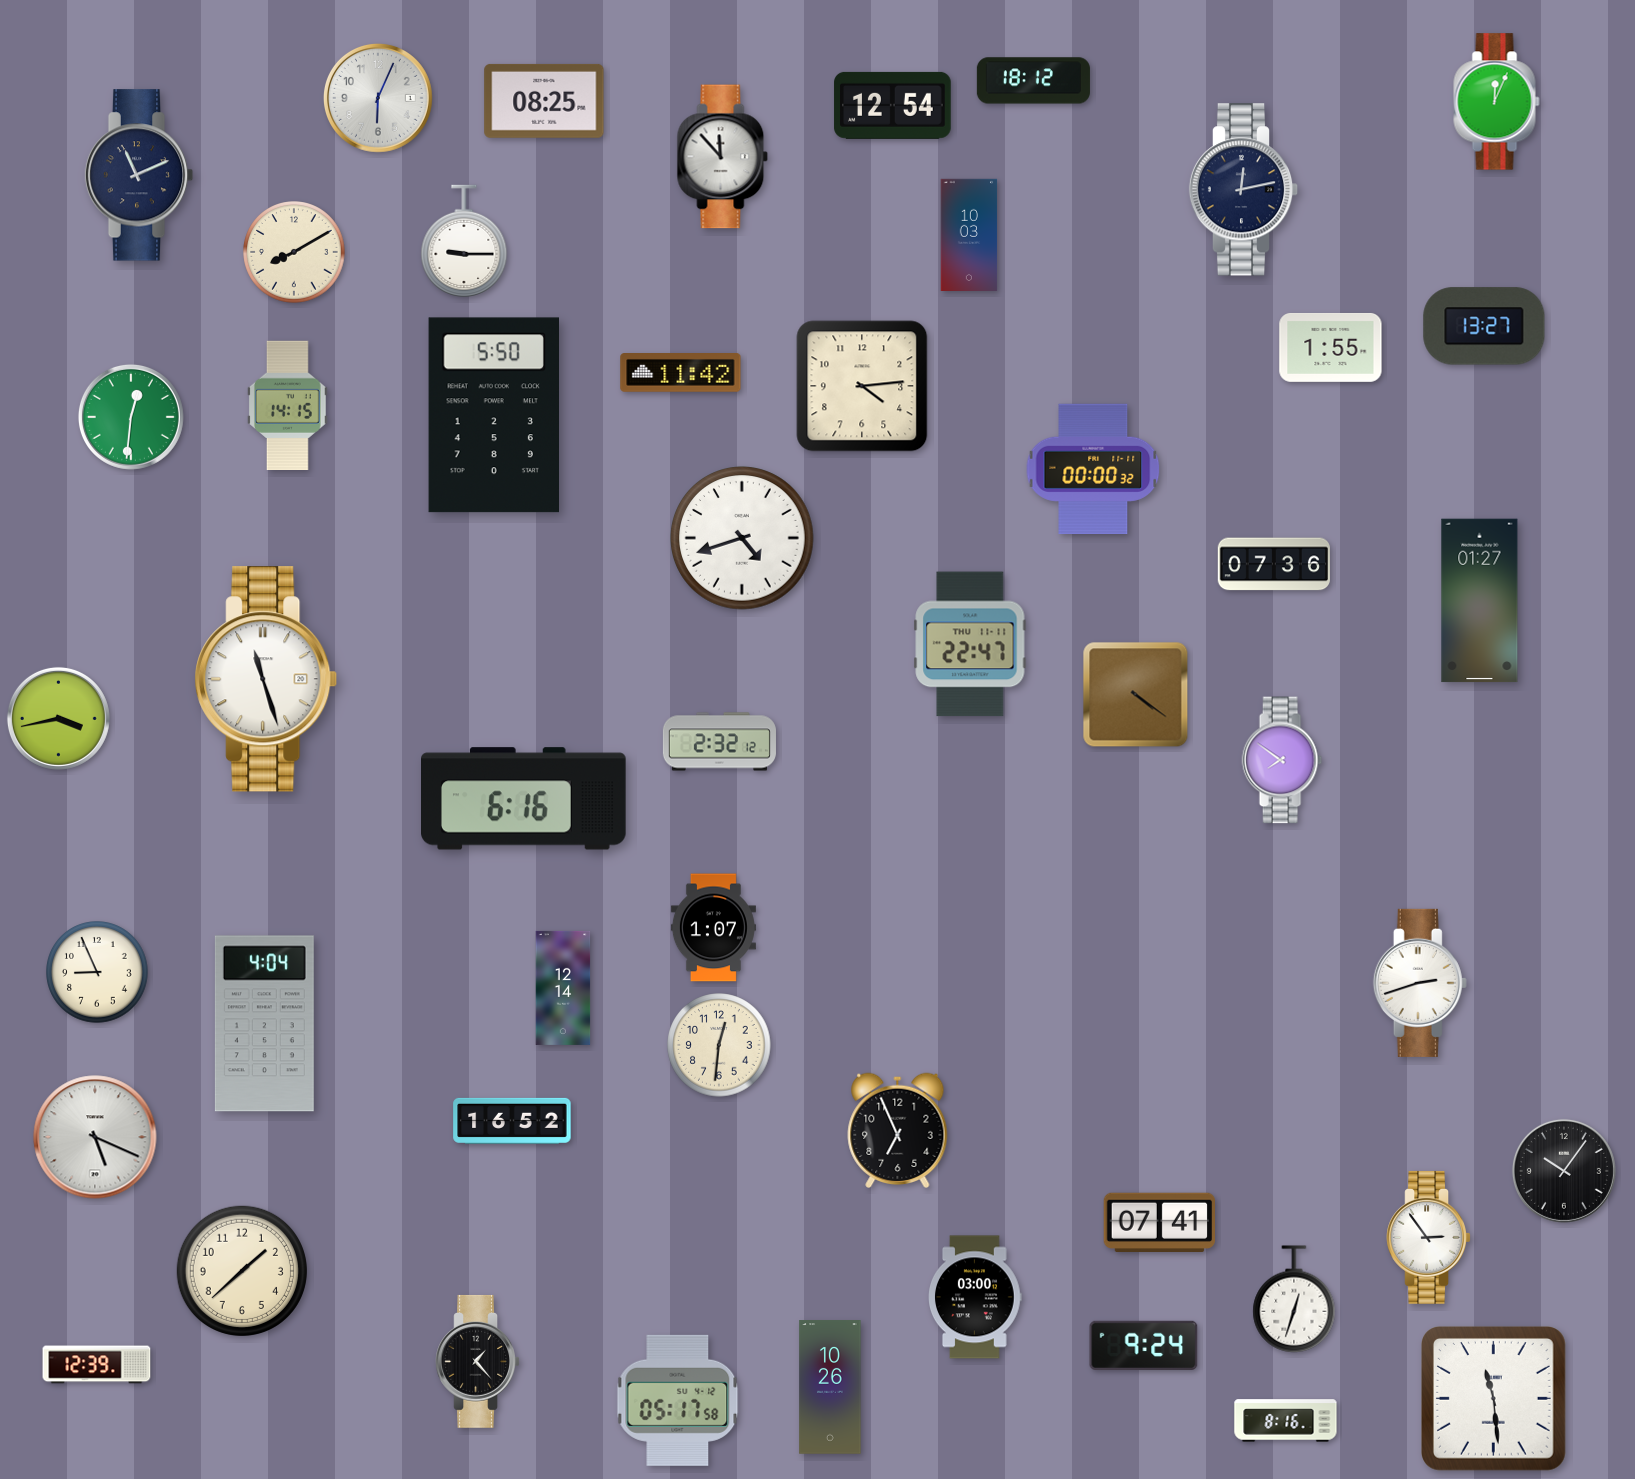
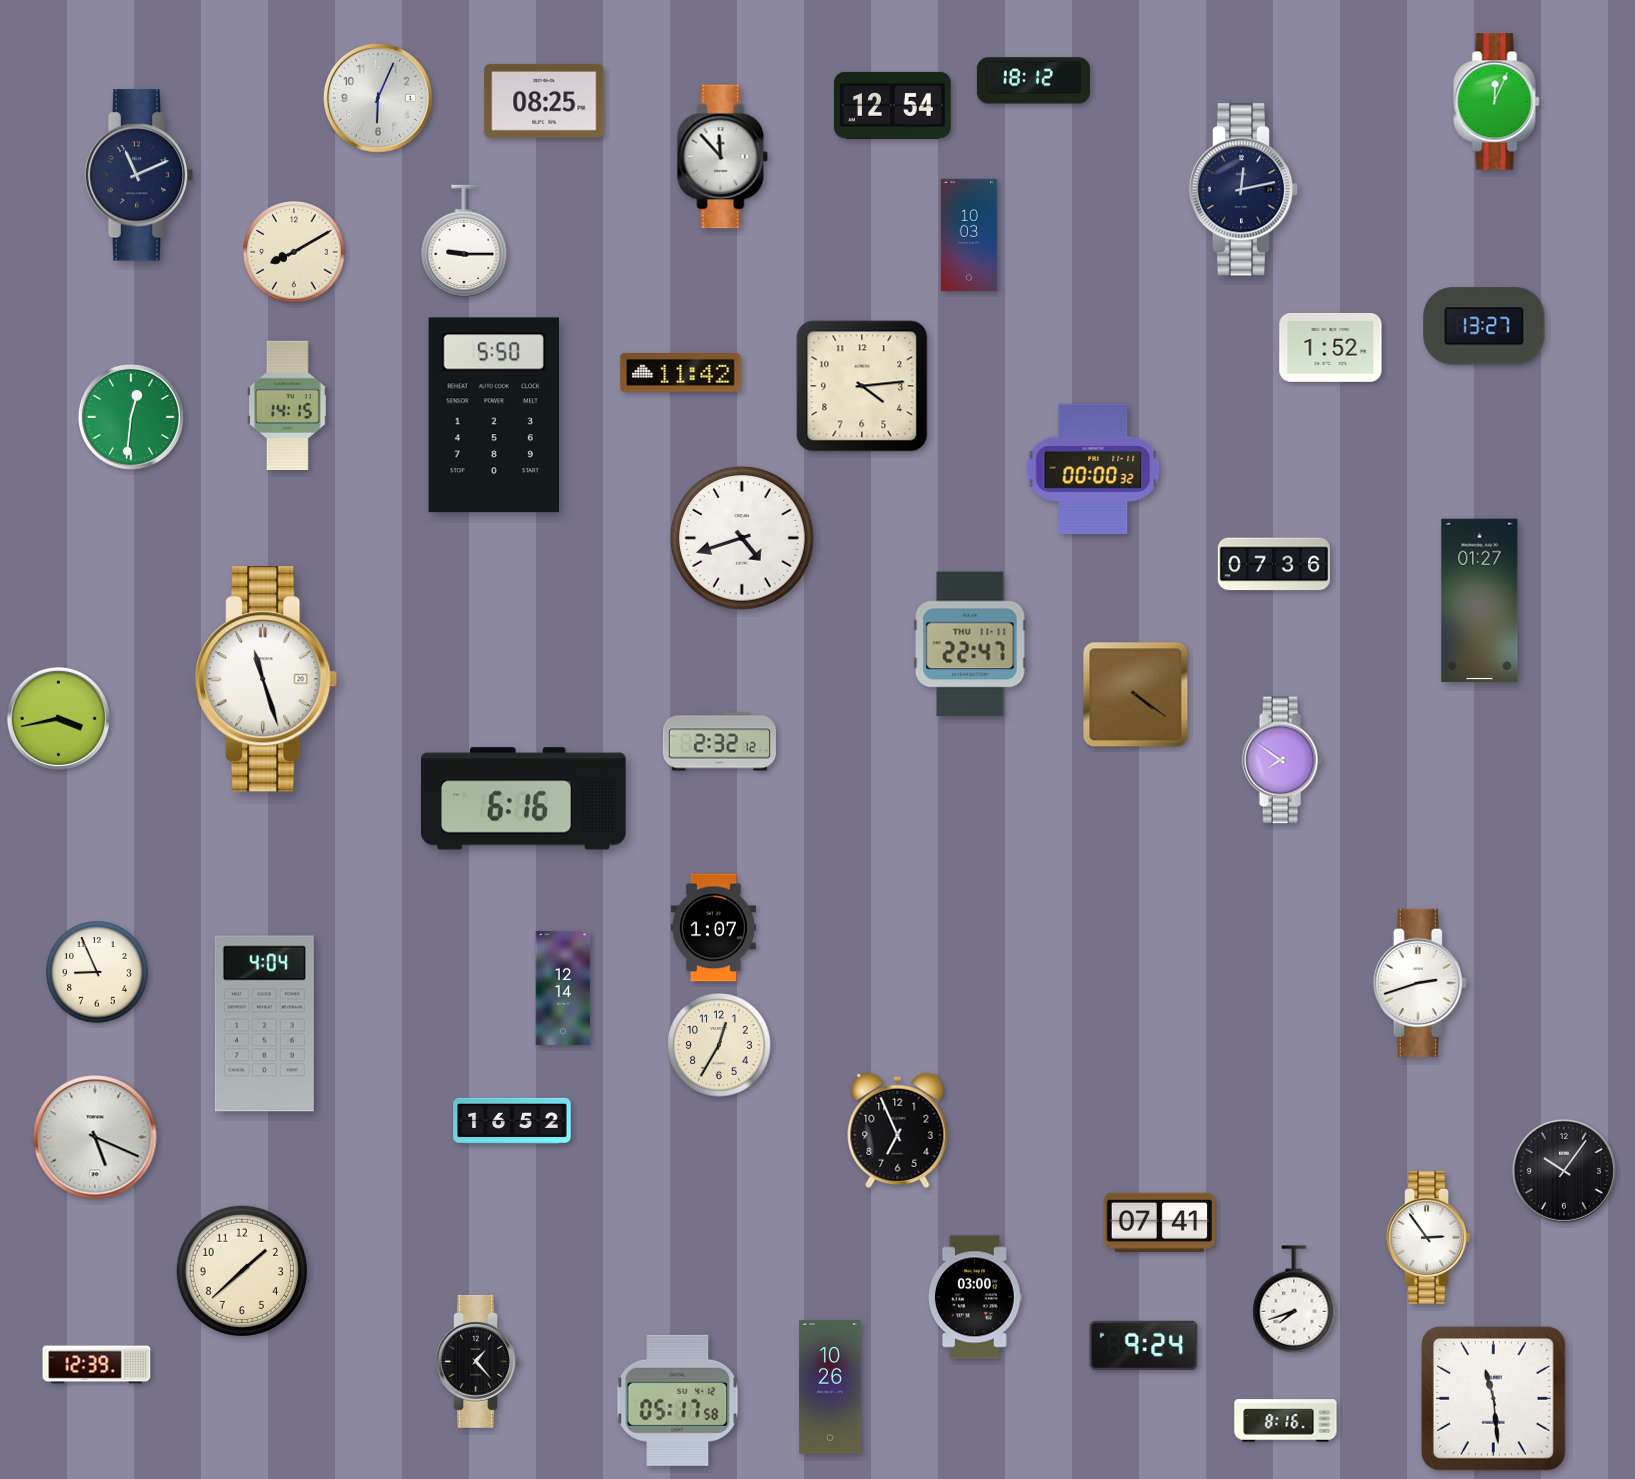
clock at (1331, 347): 1:55 -> 1:52
clock at (719, 1045): 12:31 -> 12:35
clock at (1294, 1299): 12:33 -> 7:42
